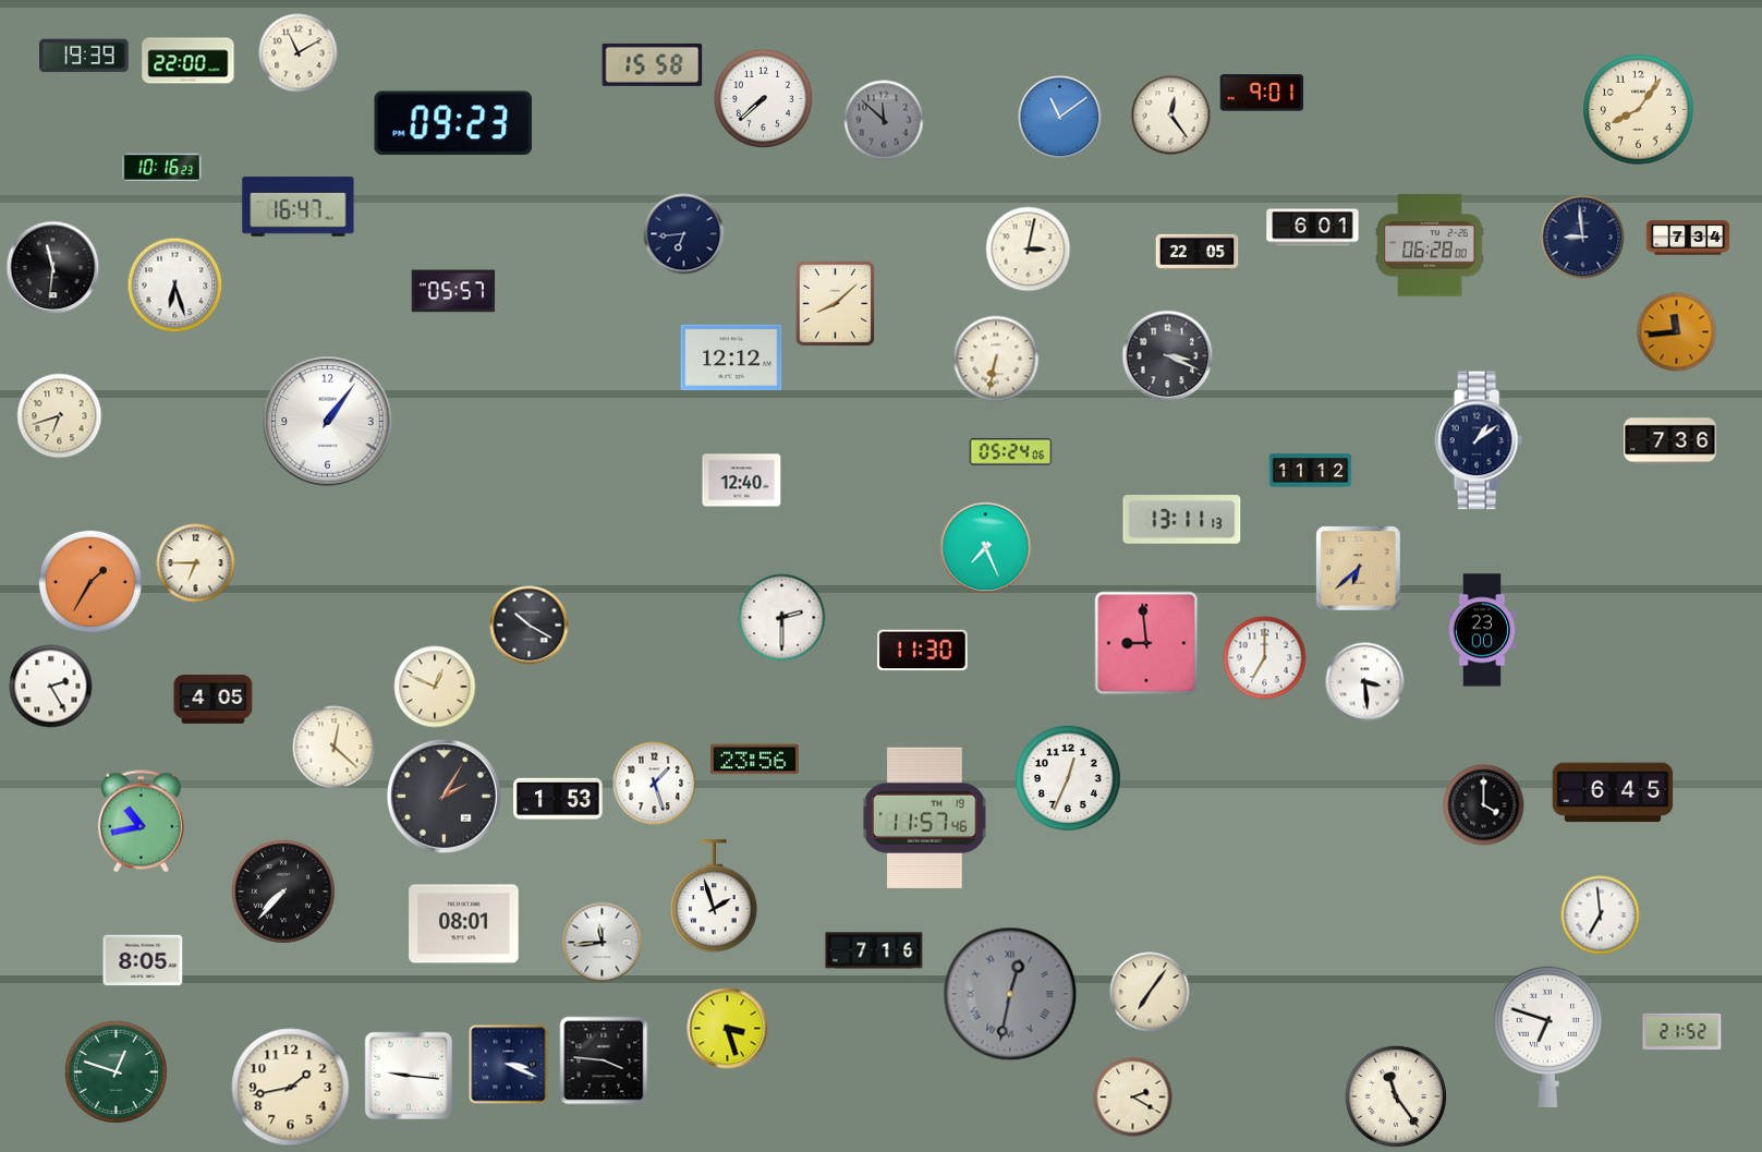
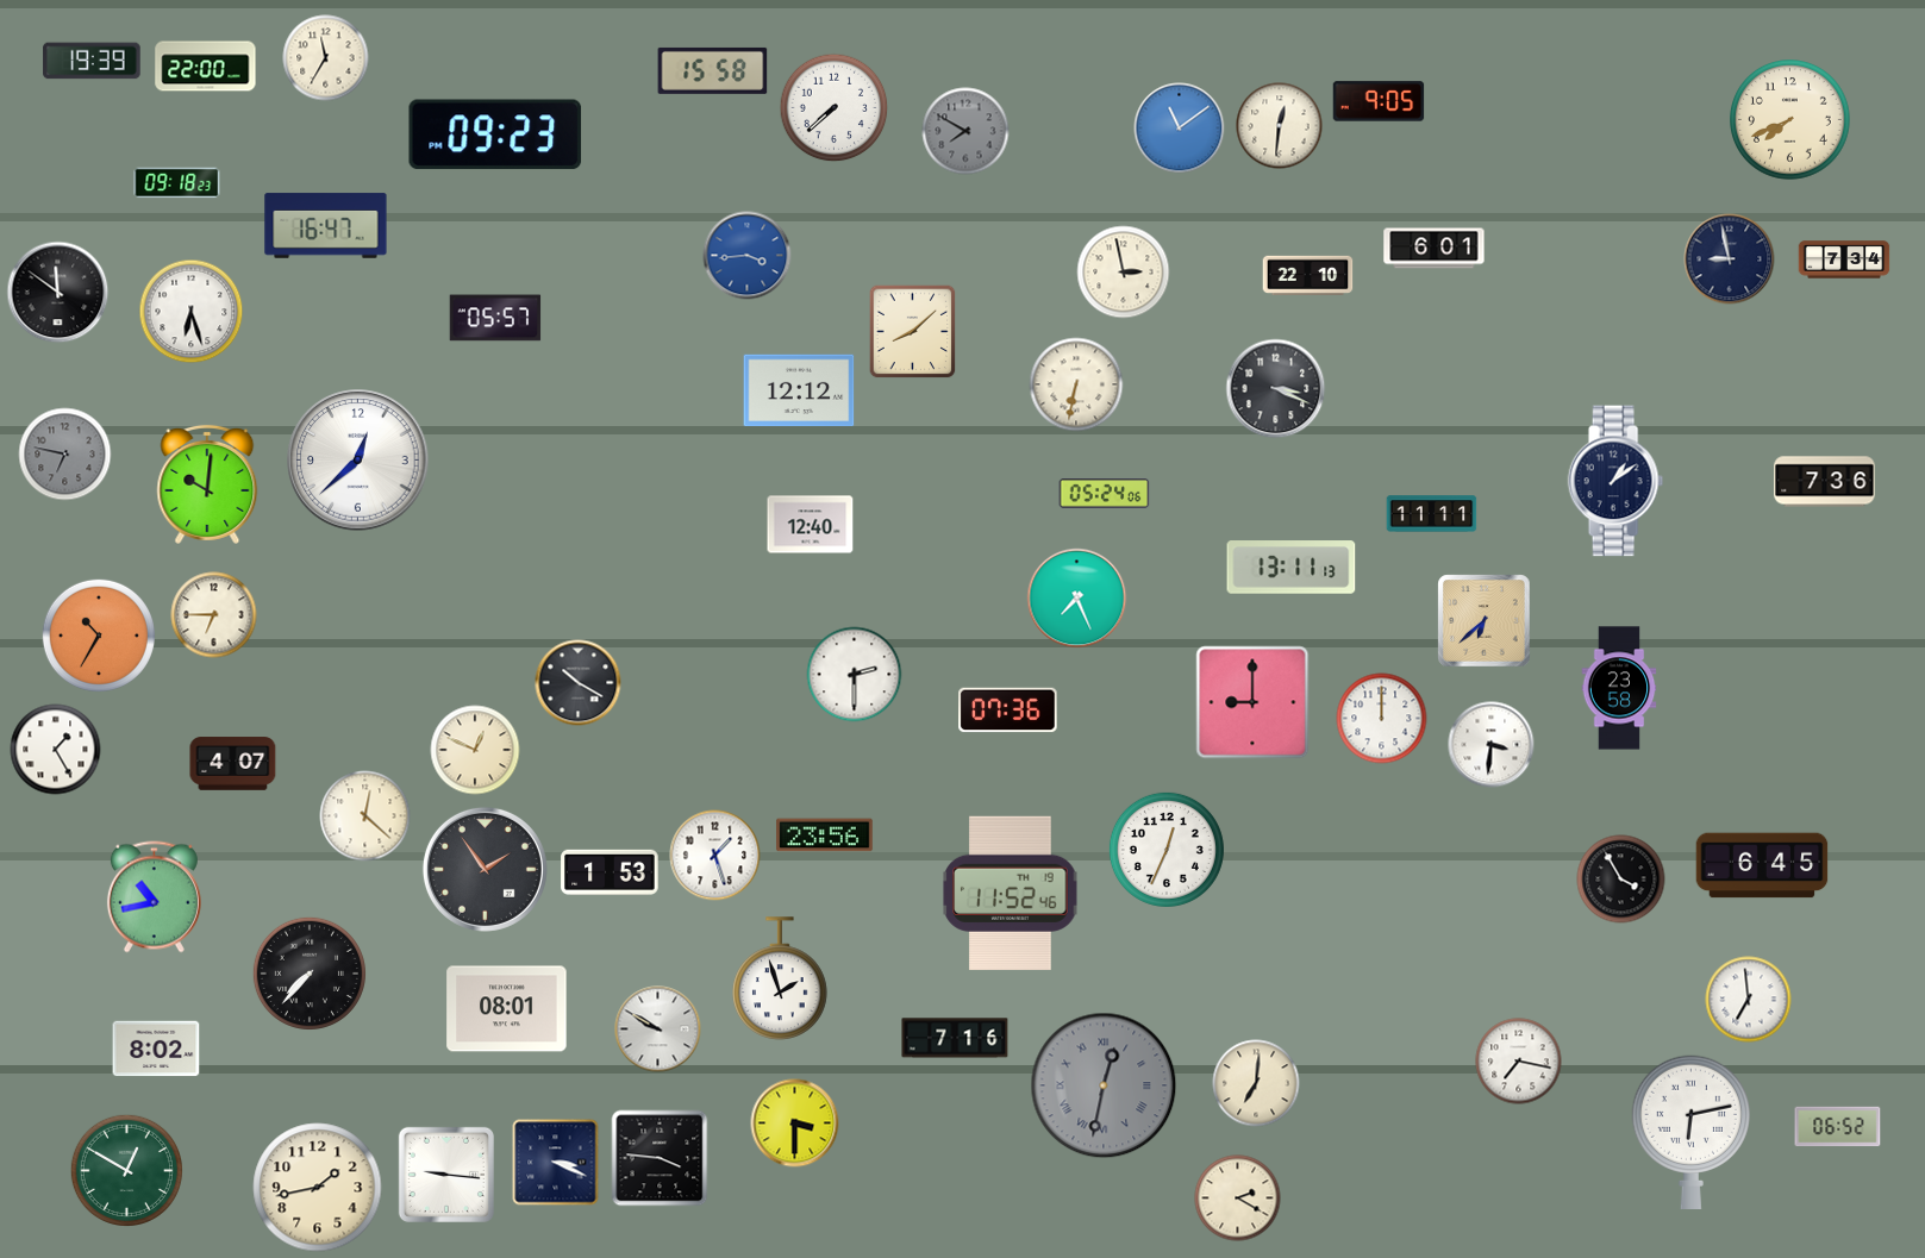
clock at (299, 53): 11:10 -> 11:35
clock at (1262, 93): 9:01 -> 9:05
clock at (1639, 110): 8:06 -> 7:41
clock at (1171, 116): 12:24 -> 12:31
clock at (1060, 118) position: (1060, 118) -> (1180, 129)
clock at (884, 120): 11:52 -> 7:50
clock at (162, 168): 10:16 -> 09:18
clock at (684, 234): 6:44 -> 3:44
clock at (684, 234) dial: navy -> blue
clock at (1583, 238): 8:59 -> 8:58
clock at (1430, 245): 06:28 -> none
clock at (1029, 250): 3:02 -> 2:58
clock at (1198, 252): 22:05 -> 22:10
clock at (53, 268): 11:31 -> 11:51
clock at (1677, 332): 11:44 -> none
clock at (996, 359) position: (996, 359) -> (1076, 384)
clock at (60, 416): 6:42 -> 6:47
clock at (60, 416) dial: cream -> grey
clock at (328, 422): 1:06 -> 12:38
clock at (207, 484): none -> 10:01
clock at (1311, 471): 11:12 -> 11:11
clock at (90, 582): 1:35 -> 10:35
clock at (1482, 630): 23:00 -> 23:58
clock at (1146, 643): 8:59 -> 9:00
clock at (923, 651): 11:30 -> 07:36
clock at (1265, 658): 7:00 -> 12:00
clock at (1365, 682): 3:29 -> 3:31
clock at (51, 687): 2:25 -> 1:25
clock at (214, 700): 4:05 -> 4:07
clock at (755, 760) position: (755, 760) -> (825, 835)
clock at (443, 796): 2:05 -> 1:54
clock at (1484, 805): 4:00 -> 3:55
clock at (925, 817): 11:57 -> 11:52
clock at (603, 943): 11:44 -> 9:50
clock at (143, 960): 8:05 -> 8:02
clock at (1519, 1062): none -> 7:17
clock at (1150, 992): 7:06 -> 7:01
clock at (728, 1029): 3:27 -> 3:30
clock at (1682, 1032): 21:52 -> 06:52
clock at (1547, 1036): 6:48 -> 6:13
clock at (116, 1071): 12:48 -> 12:50
clock at (1395, 1095): 11:24 -> none
